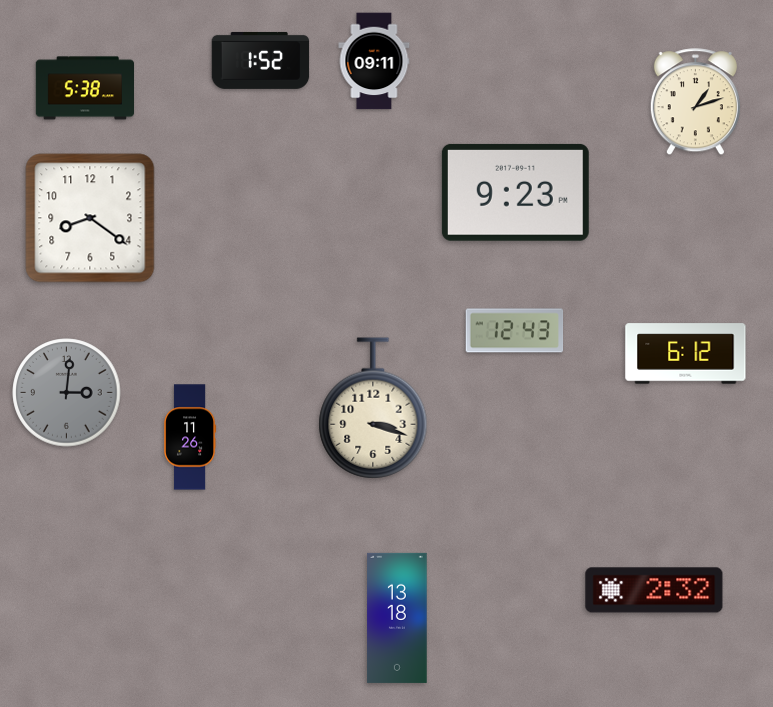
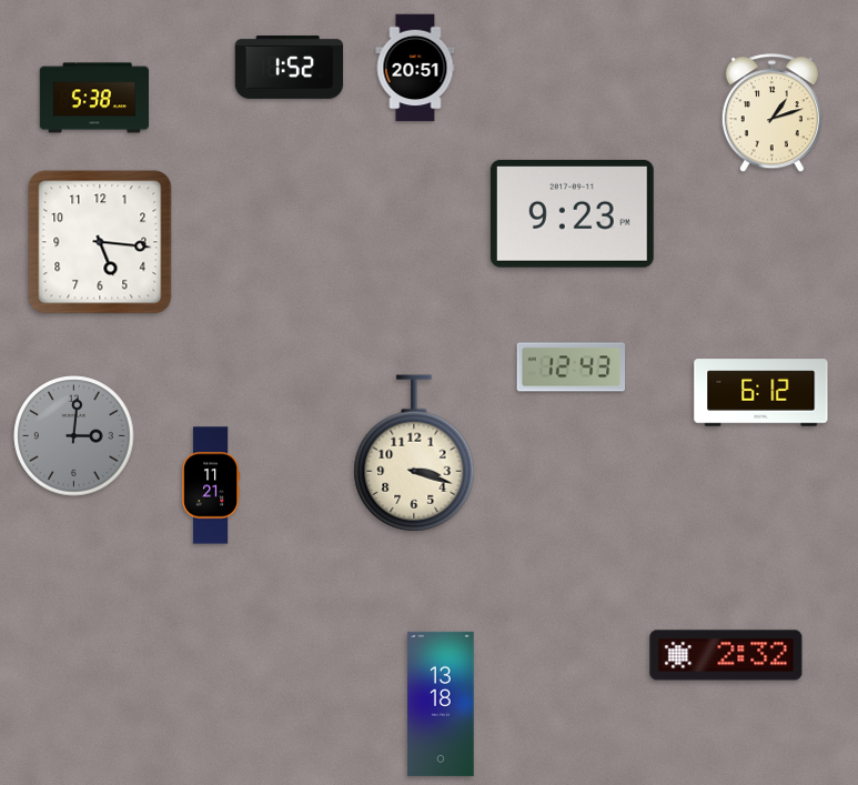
clock at (374, 61): 09:11 -> 20:51
clock at (90, 218): 8:21 -> 5:16
clock at (190, 437): 11:26 -> 11:21
clock at (397, 618) position: (397, 618) -> (441, 704)
